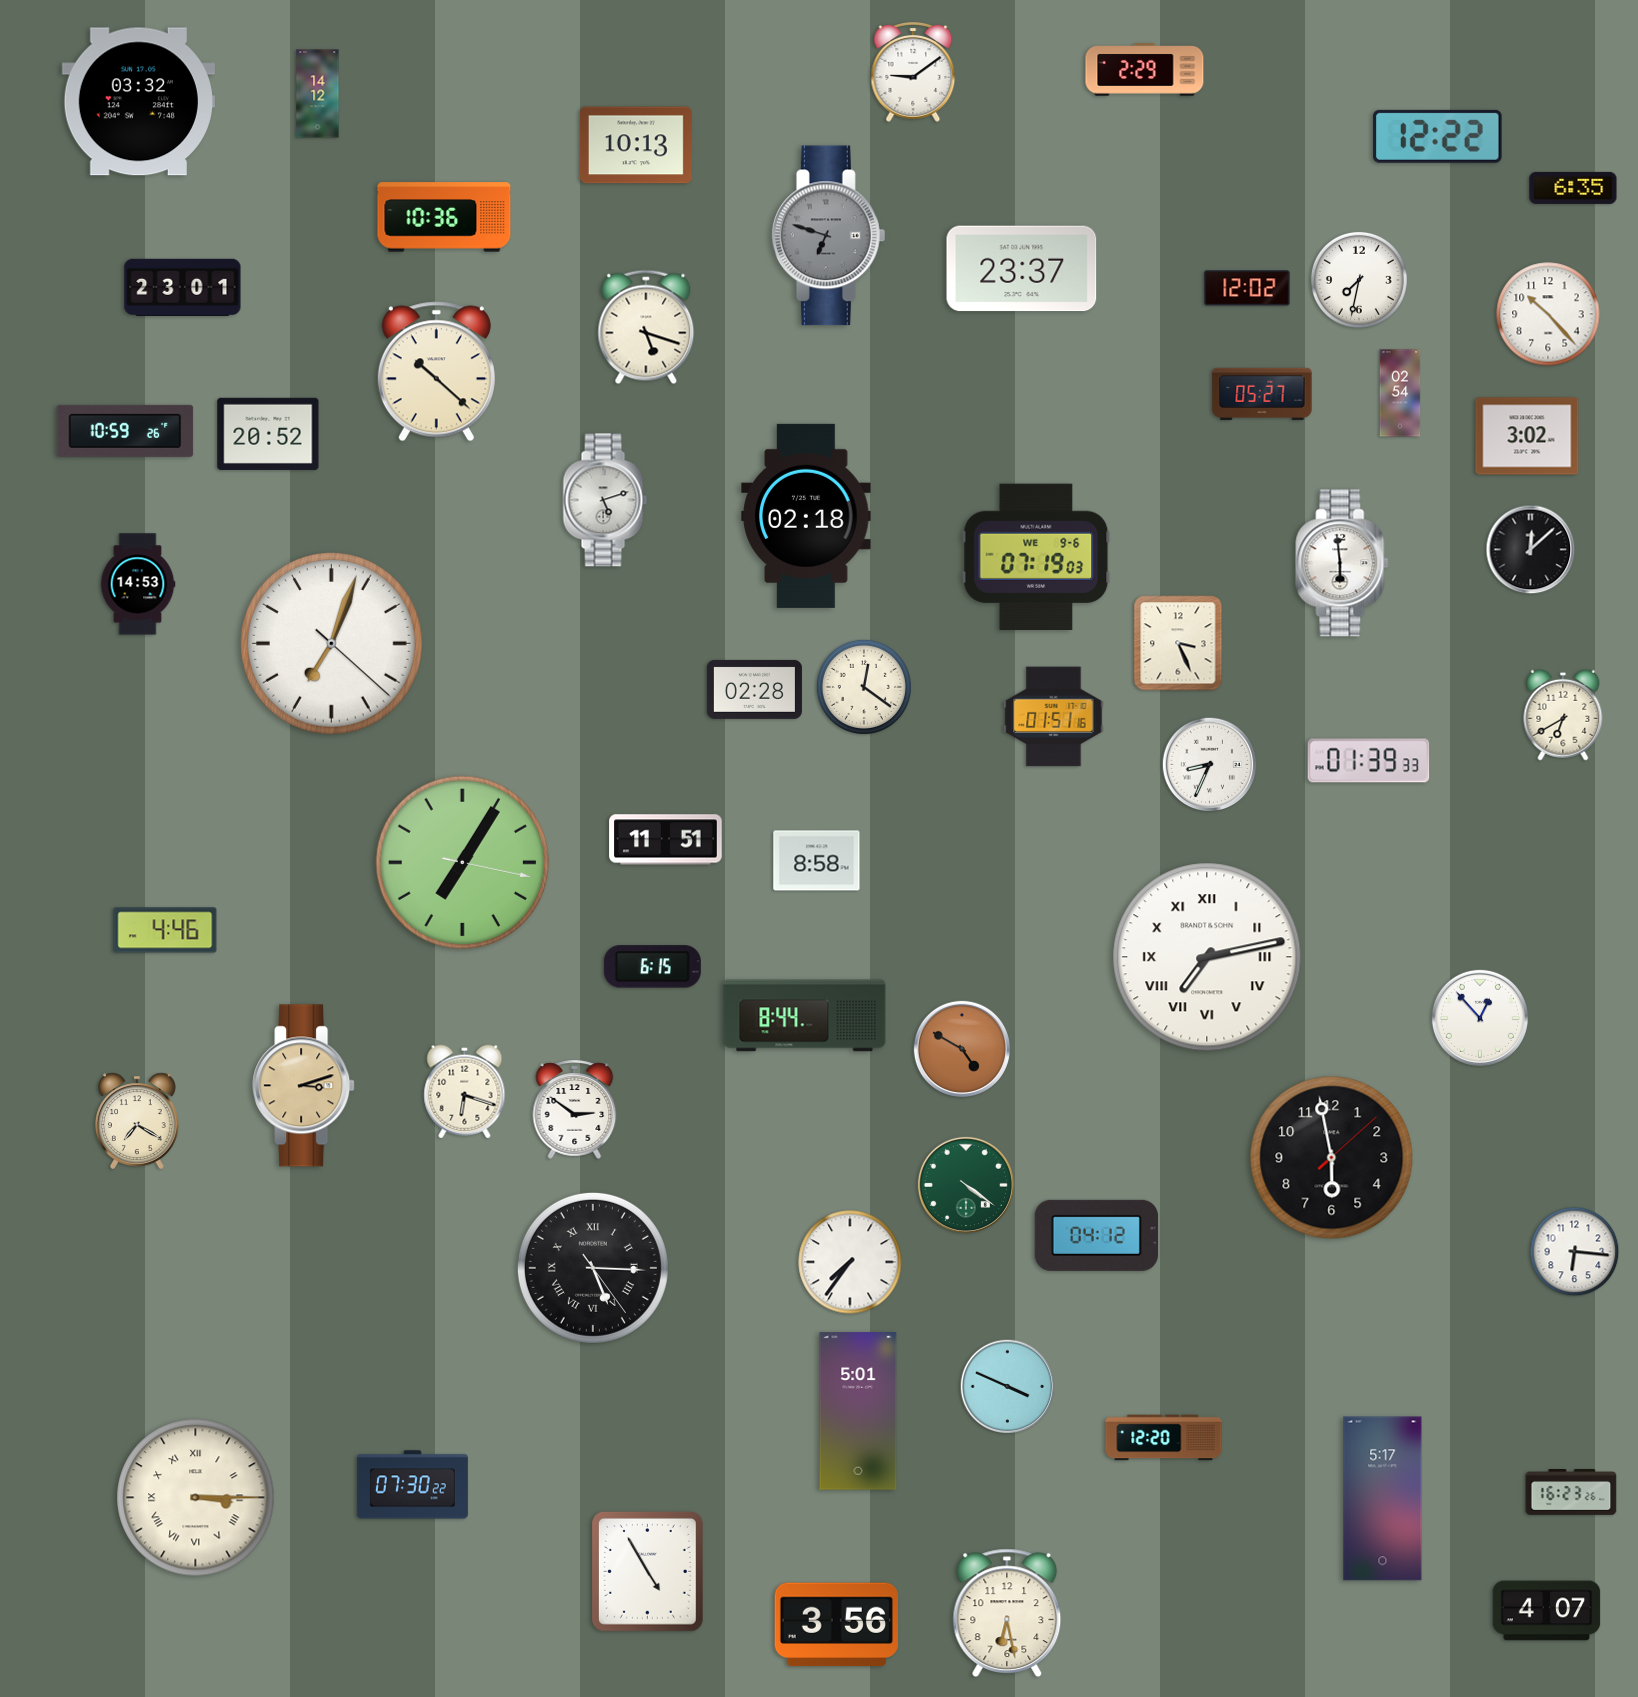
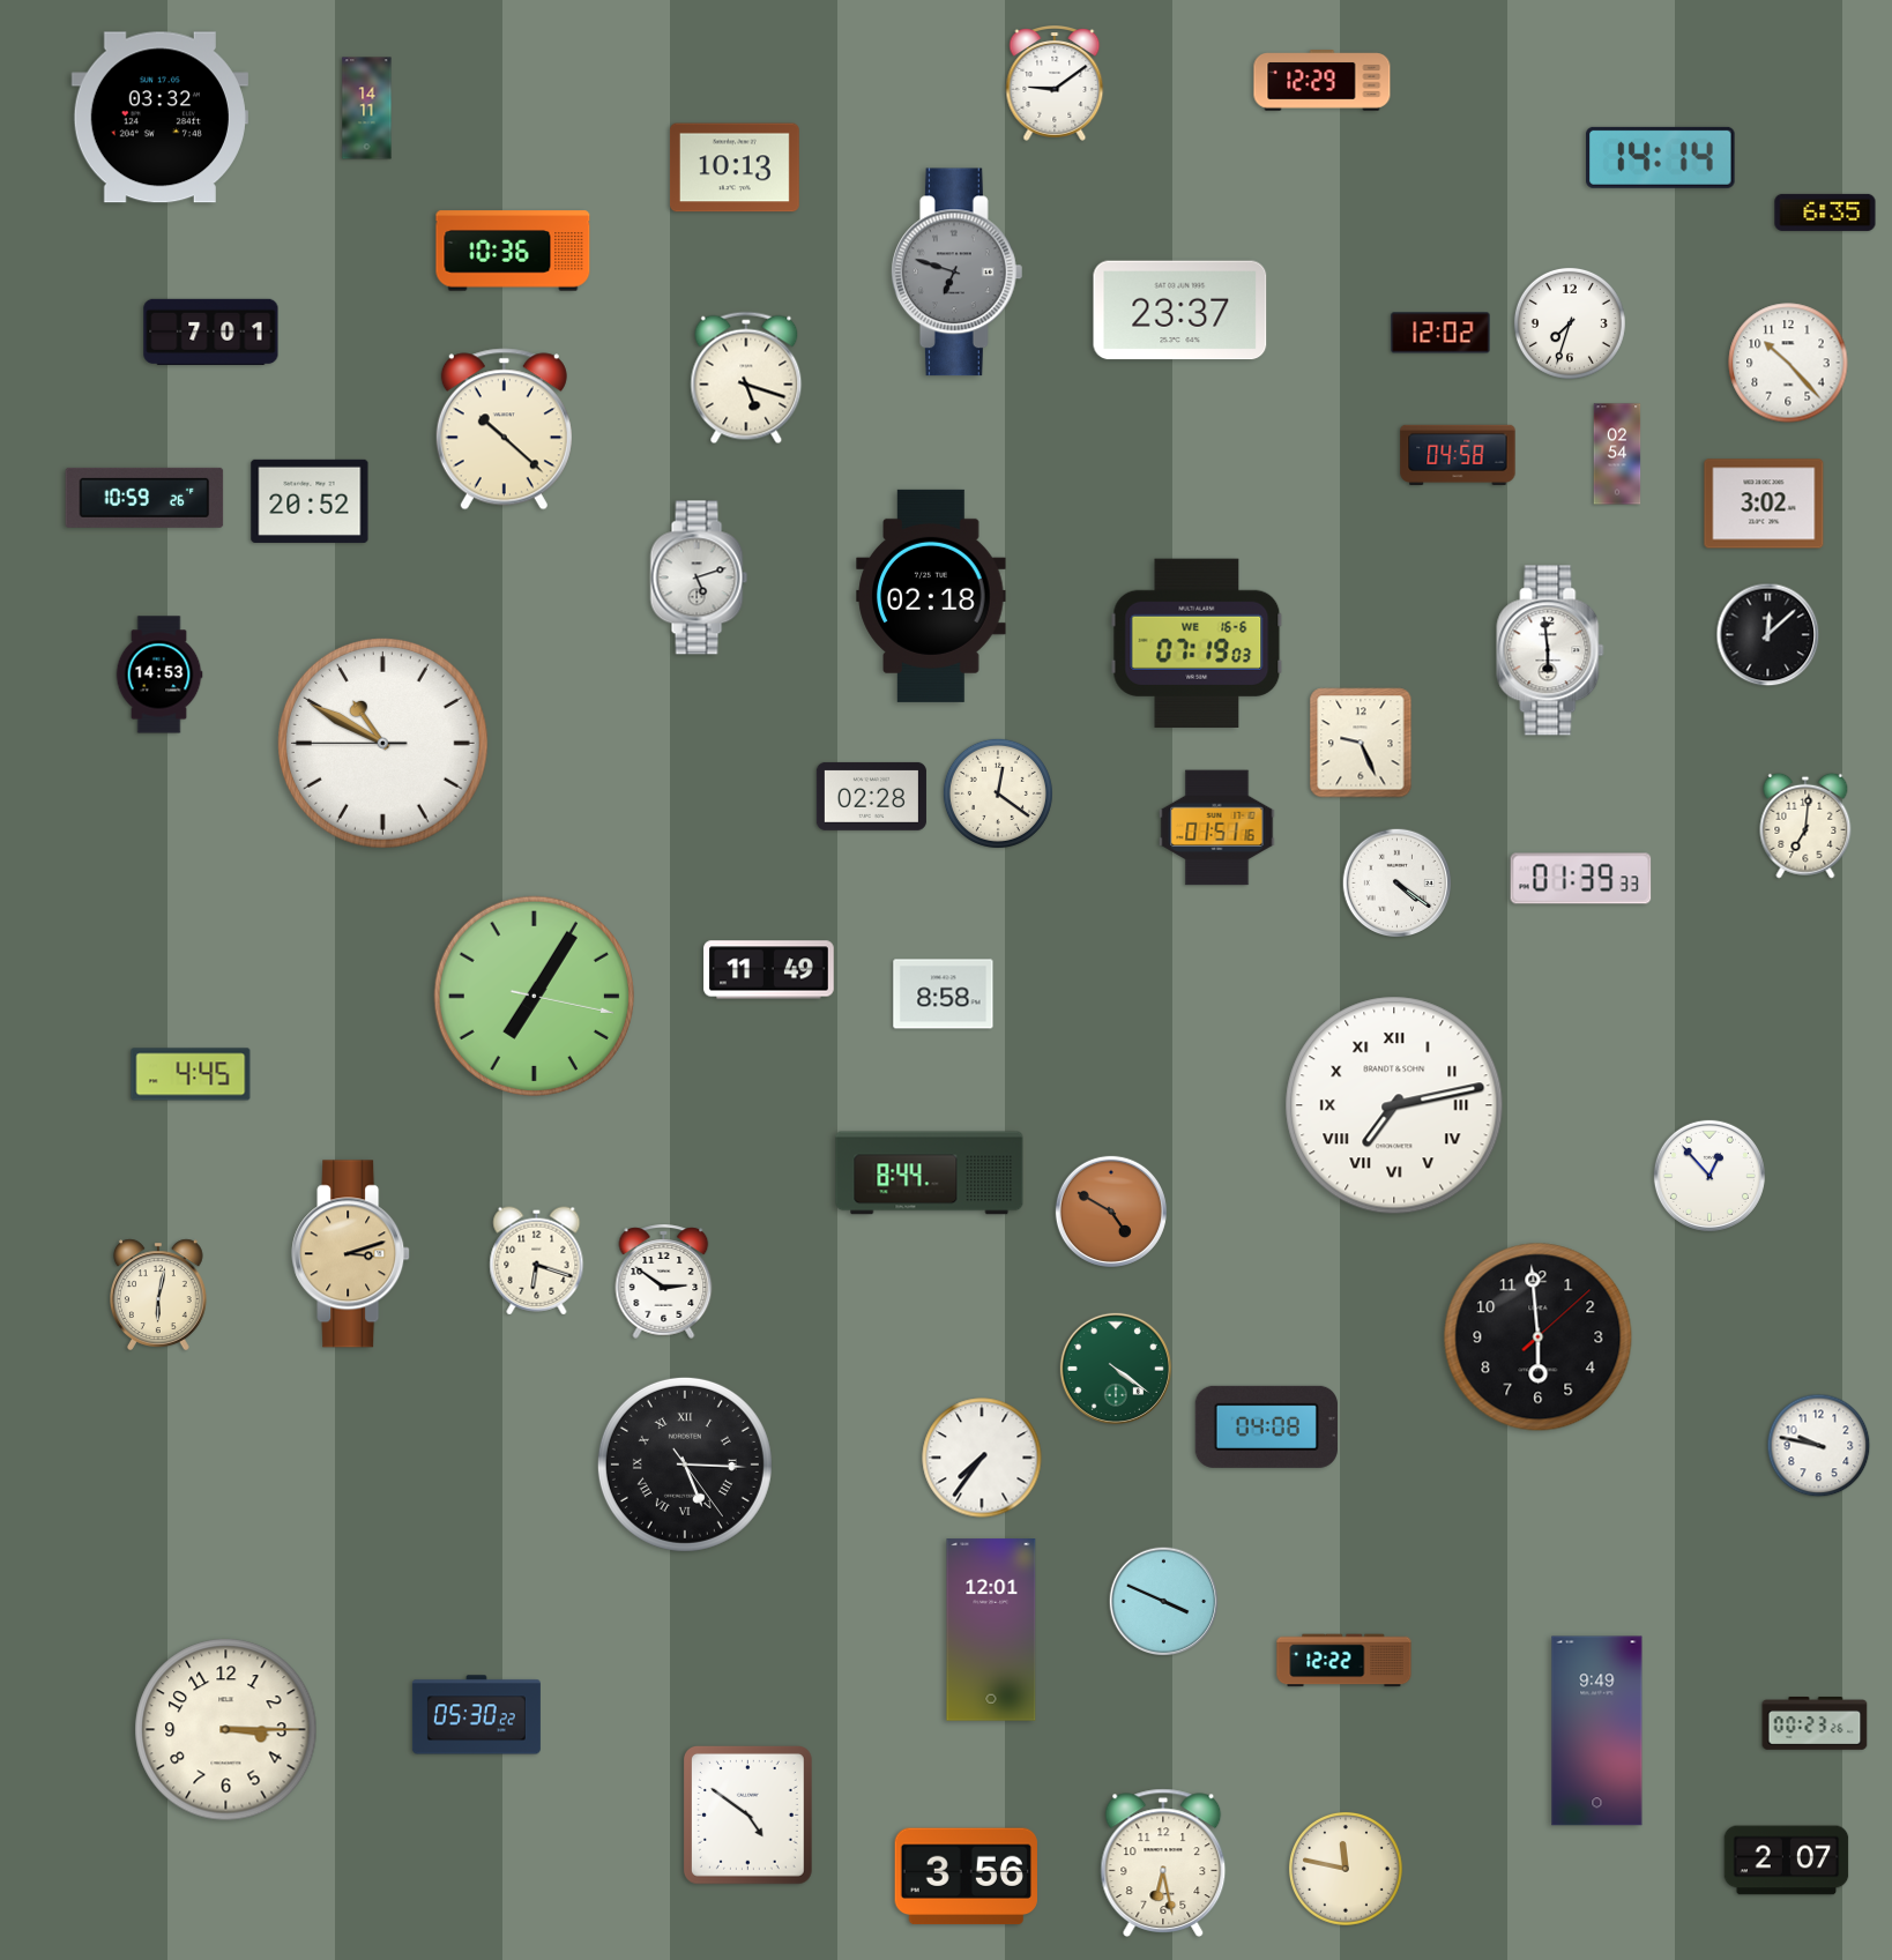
clock at (1145, 70): 2:29 -> 12:29
clock at (318, 94): 14:12 -> 14:11
clock at (1438, 136): 12:22 -> 14:14
clock at (1573, 188) position: (1573, 188) -> (1825, 213)
clock at (1359, 280): 7:32 -> 7:33
clock at (183, 287): 23:01 -> 7:01
clock at (1262, 394): 05:27 -> 04:58
clock at (1036, 556) date: WE 9-6 -> WE 16-6
clock at (331, 643): 7:03 -> 10:49
clock at (1178, 643): 3:26 -> 9:26
clock at (1563, 715): 6:40 -> 7:01
clock at (1210, 765): 8:34 -> 4:21
clock at (666, 840): 11:51 -> 11:49
clock at (165, 930): 4:46 -> 4:45
clock at (652, 967): 6:15 -> none
clock at (138, 1121): 7:20 -> 6:02
clock at (1332, 1158): 5:58 -> 5:59
clock at (1096, 1235): 04:12 -> 04:08
clock at (1575, 1252): 6:16 -> 9:47
clock at (858, 1411): 5:01 -> 12:01
clock at (1164, 1438): 12:20 -> 12:22
clock at (412, 1485): 07:30 -> 05:30
clock at (1571, 1493): 16:23 -> 00:23
clock at (196, 1498) numerals: Roman -> Arabic
clock at (1383, 1499): 5:17 -> 9:49
clock at (647, 1572): 4:55 -> 4:51
clock at (1547, 1611): 4:07 -> 2:07
clock at (1346, 1869): none -> 11:47
